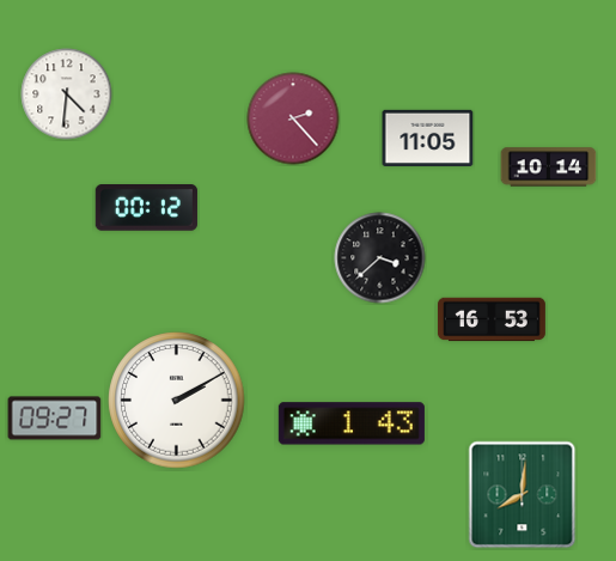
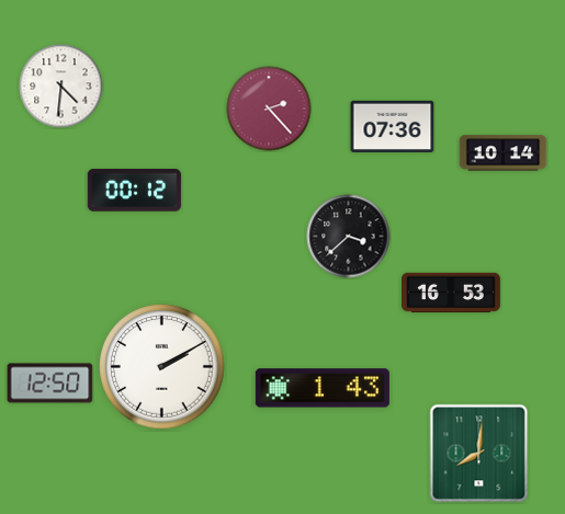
clock at (428, 138): 11:05 -> 07:36
clock at (55, 419): 09:27 -> 12:50
